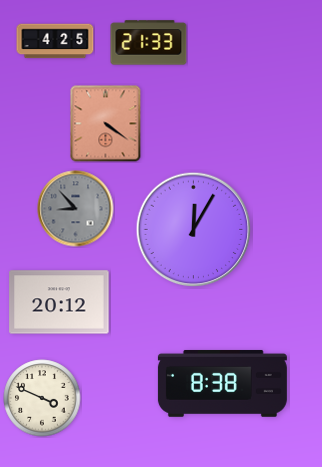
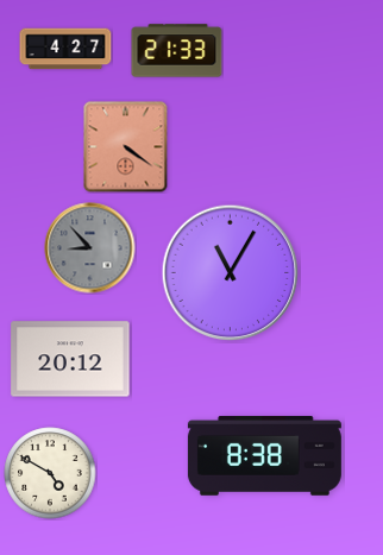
clock at (55, 41): 4:25 -> 4:27
clock at (194, 230): 12:05 -> 11:05
clock at (42, 398): 3:49 -> 4:50
